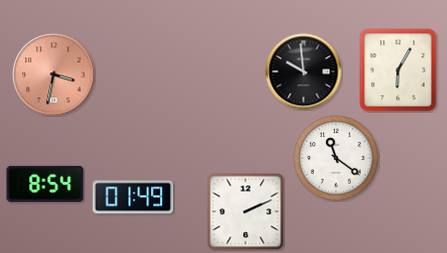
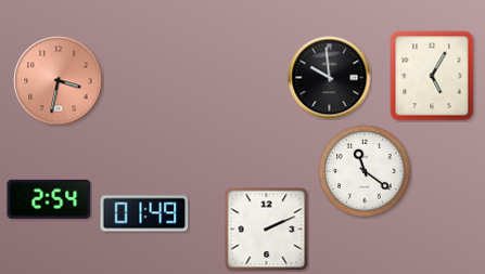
clock at (398, 70): 6:05 -> 5:05
clock at (45, 184): 8:54 -> 2:54
